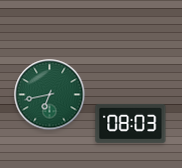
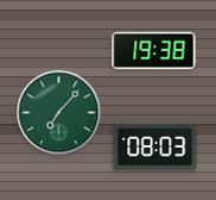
clock at (154, 51): none -> 19:38
clock at (50, 95): 6:43 -> 7:07
